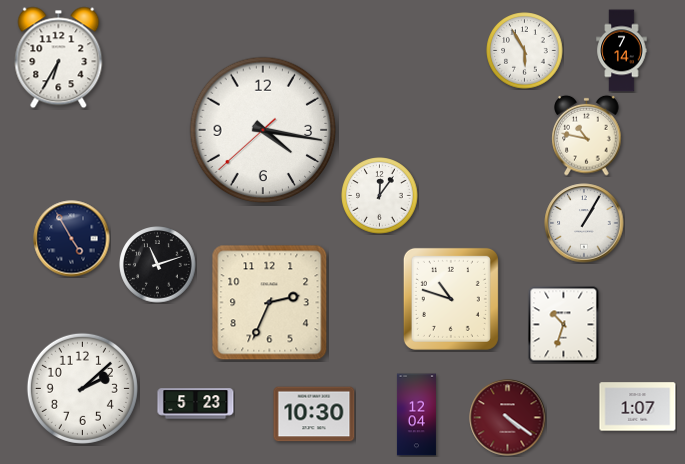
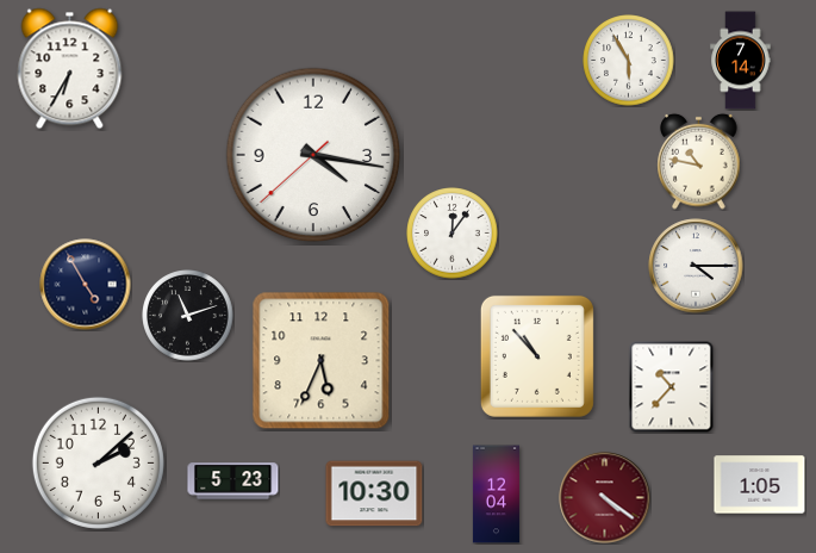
clock at (525, 51) position: (525, 51) -> (629, 61)
clock at (584, 223): 1:05 -> 4:15
clock at (451, 299): 10:48 -> 10:53
clock at (270, 303): 2:34 -> 5:34
clock at (564, 324): 10:33 -> 10:37
clock at (638, 407): 1:07 -> 1:05
